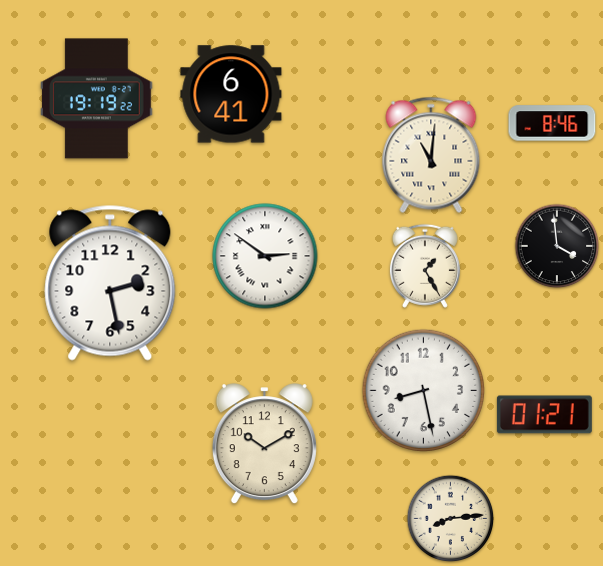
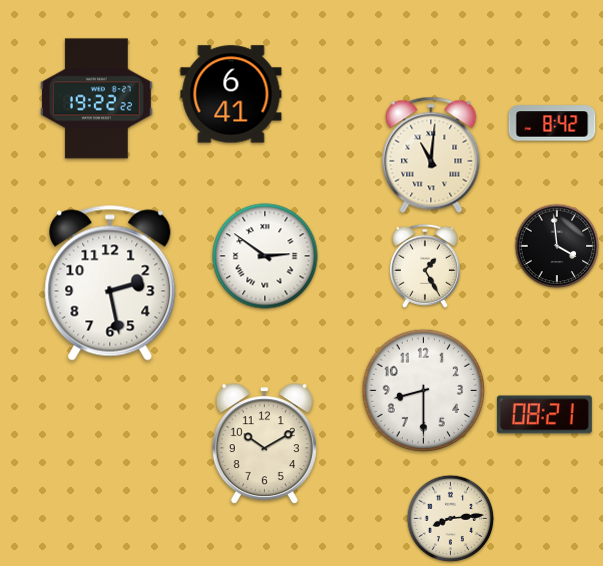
clock at (97, 99): 19:19 -> 19:22
clock at (552, 123): 8:46 -> 8:42
clock at (424, 391): 8:28 -> 8:30
clock at (544, 415): 01:21 -> 08:21
